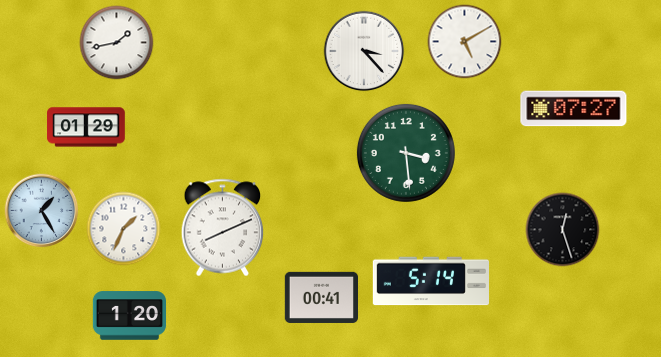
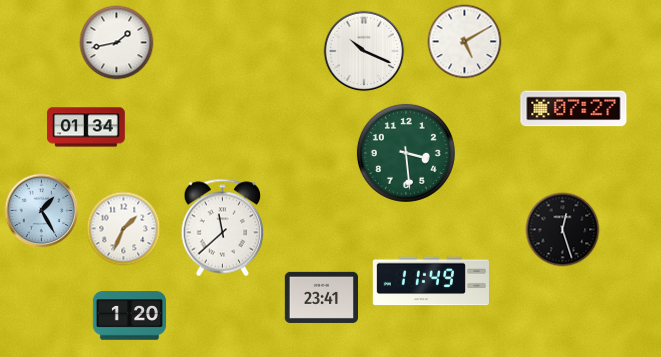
clock at (364, 51): 3:23 -> 10:19
clock at (86, 127): 01:29 -> 01:34
clock at (223, 228): 8:11 -> 11:38
clock at (430, 281): 5:14 -> 11:49
clock at (321, 297): 00:41 -> 23:41
